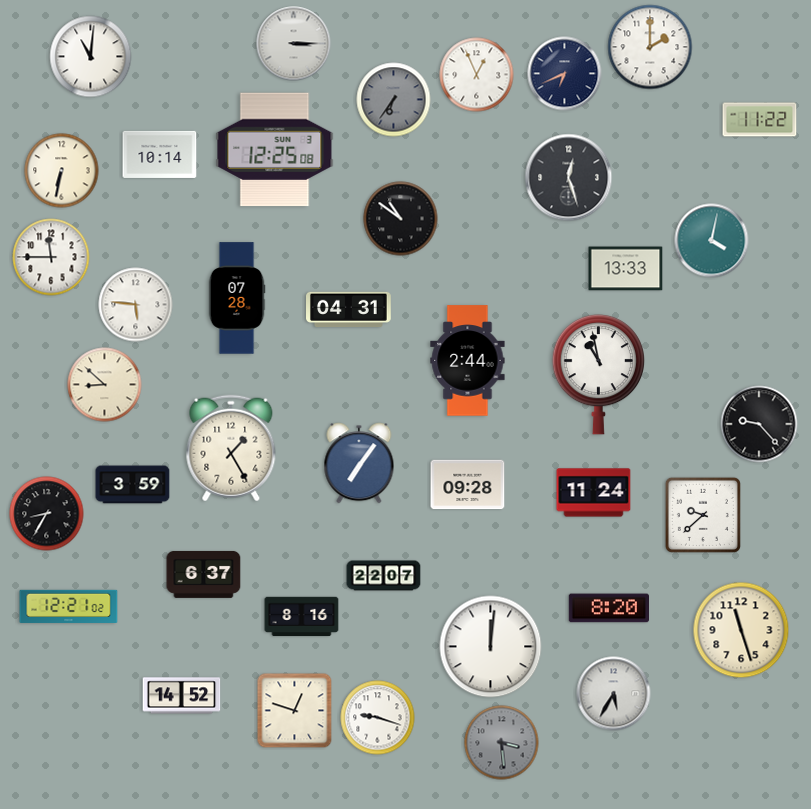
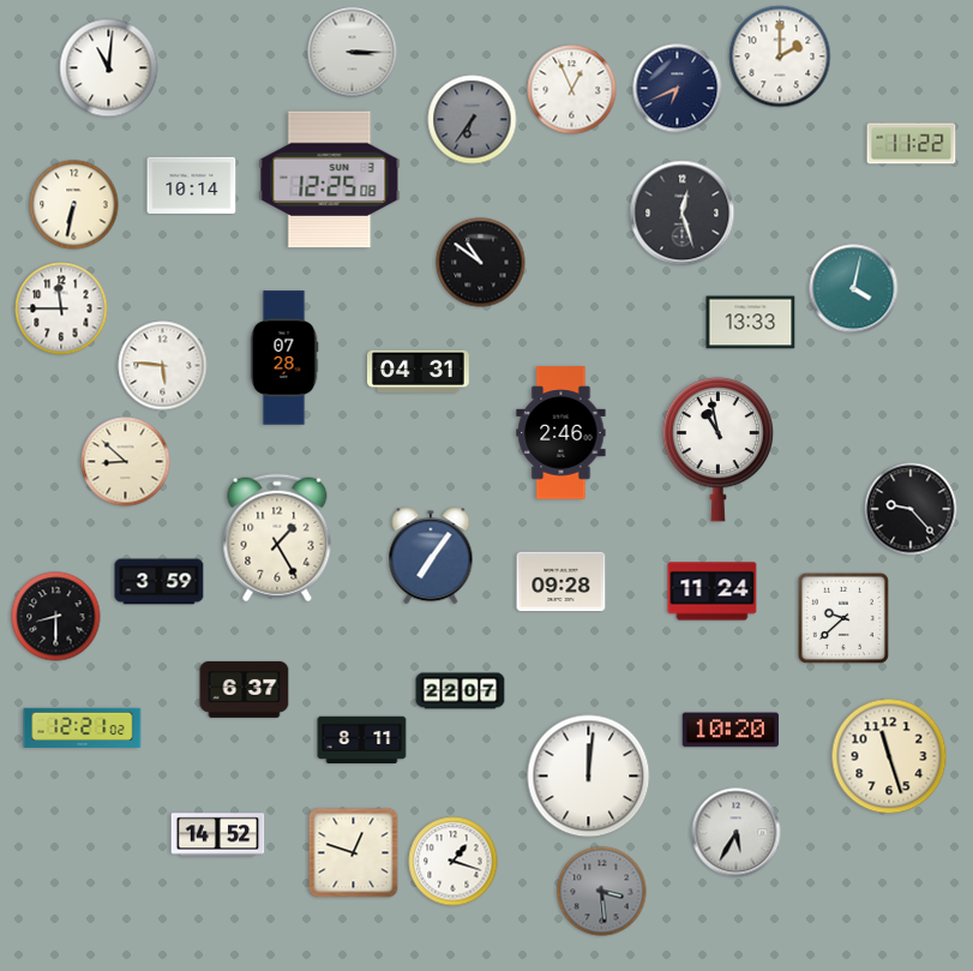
clock at (468, 361): 2:44 -> 2:46
clock at (47, 514): 8:35 -> 8:30
clock at (608, 608): 8:20 -> 10:20
clock at (302, 617): 8:16 -> 8:11
clock at (378, 718): 9:18 -> 1:18
